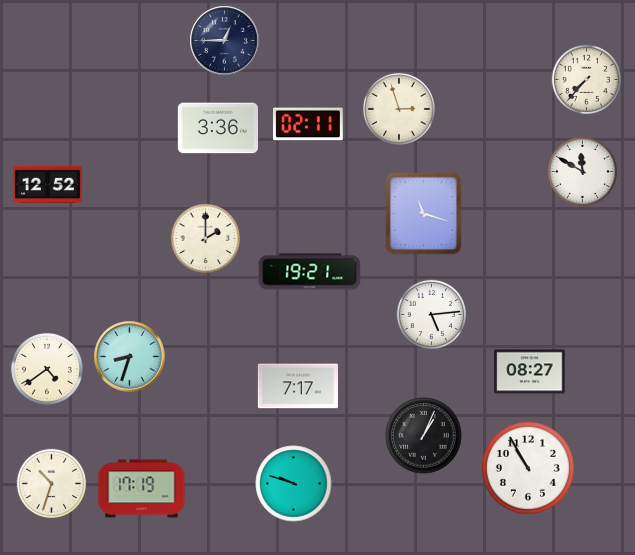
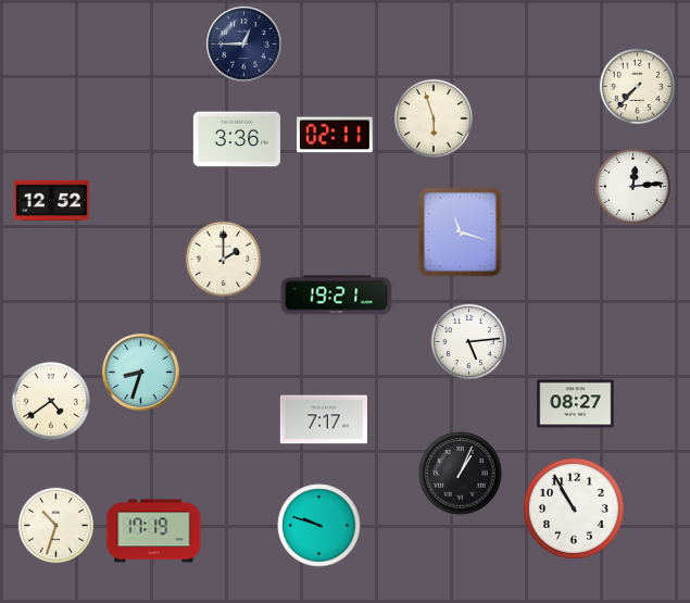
clock at (399, 109): 2:57 -> 5:57
clock at (583, 172): 11:50 -> 12:14
clock at (130, 357) position: (130, 357) -> (141, 373)
